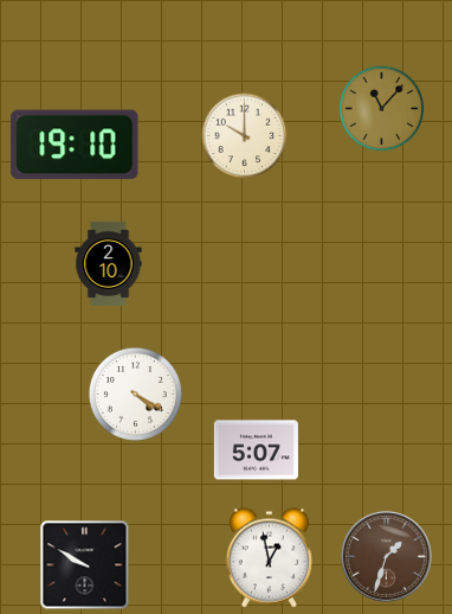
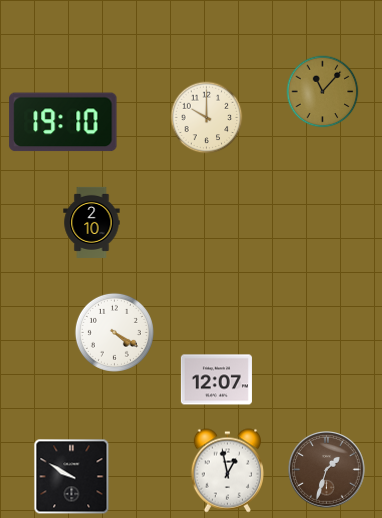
clock at (245, 136) position: (245, 136) -> (207, 118)
clock at (256, 450): 5:07 -> 12:07
